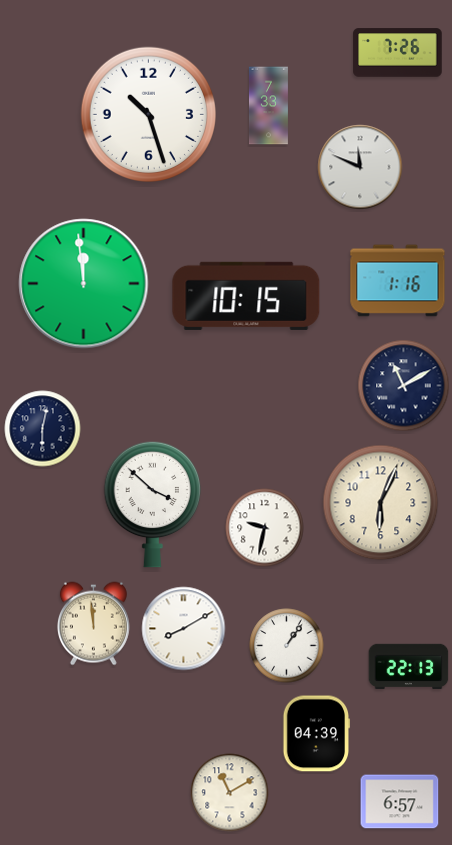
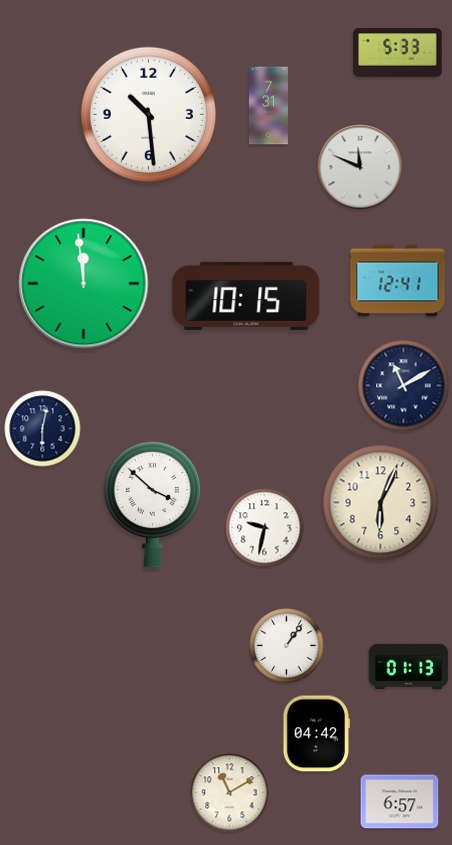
clock at (398, 53): 7:26 -> 5:33
clock at (268, 106): 7:33 -> 7:31
clock at (148, 114): 10:27 -> 10:29
clock at (398, 281): 1:16 -> 12:41
clock at (93, 624): 11:59 -> none
clock at (184, 629): 8:10 -> none
clock at (409, 667): 22:13 -> 01:13
clock at (317, 734): 04:39 -> 04:42
